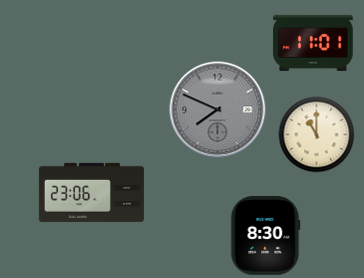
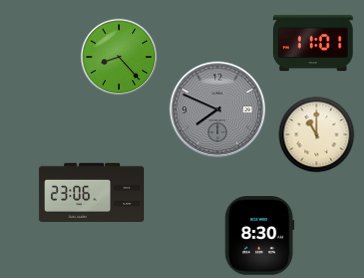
clock at (119, 57): none -> 8:23
clock at (266, 236) position: (266, 236) -> (260, 236)
